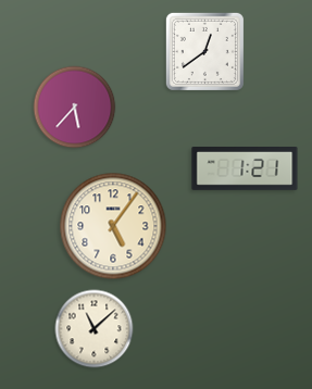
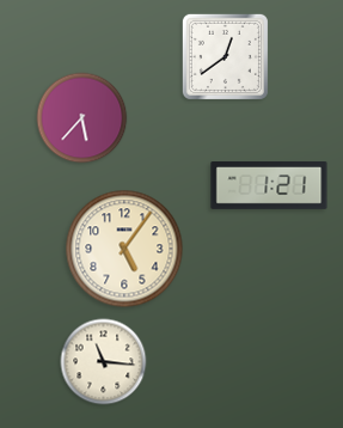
clock at (95, 329): 11:08 -> 11:16
